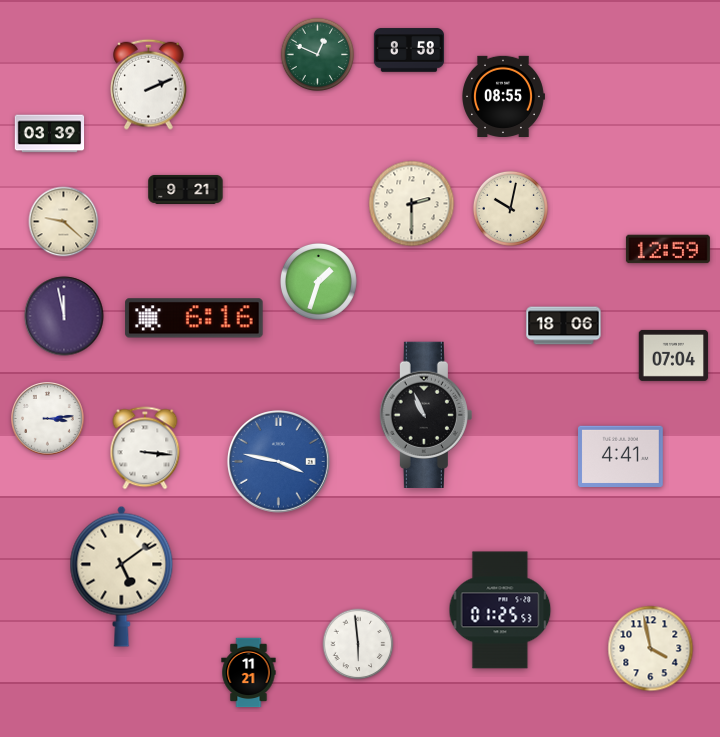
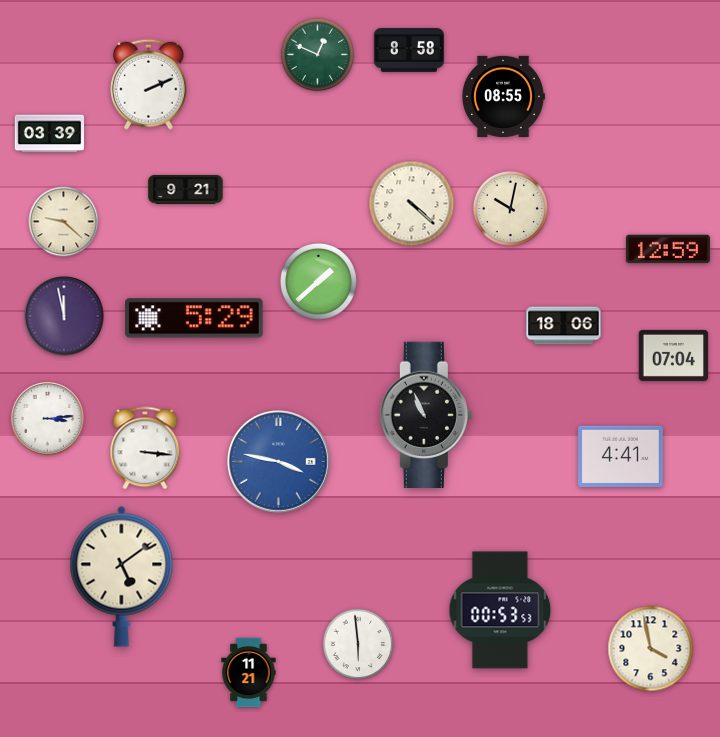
clock at (412, 204): 2:30 -> 4:22
clock at (318, 281): 1:33 -> 1:38
clock at (194, 318): 6:16 -> 5:29
clock at (500, 610): 01:25 -> 00:53
